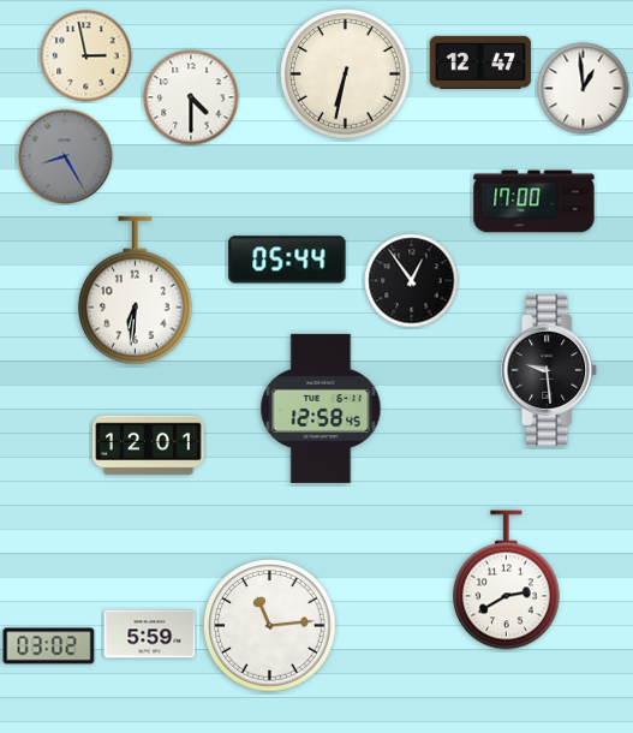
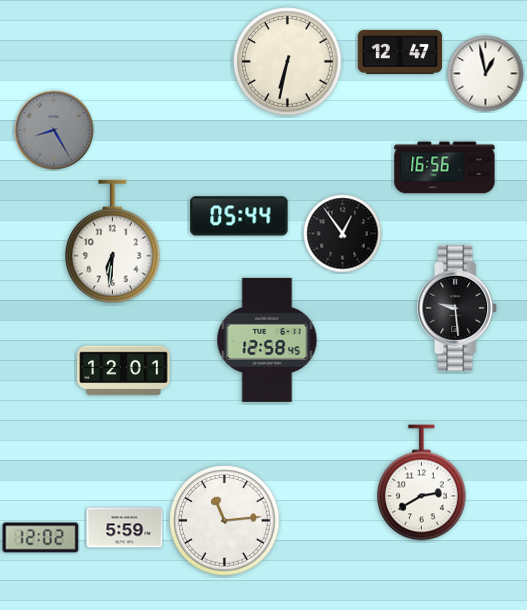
clock at (86, 56): 2:58 -> none
clock at (584, 89): 12:59 -> 12:58
clock at (191, 97): 4:30 -> none
clock at (535, 202): 17:00 -> 16:56
clock at (49, 646): 03:02 -> 12:02
